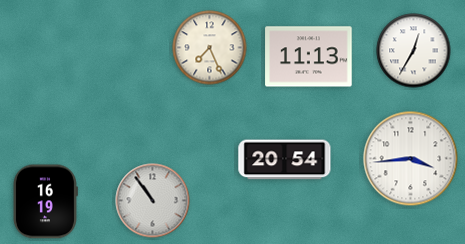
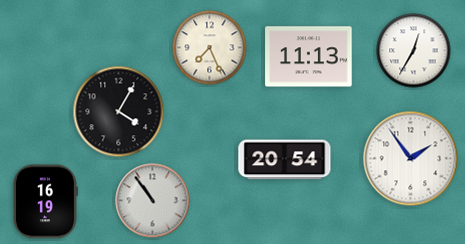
clock at (119, 112): none -> 4:05
clock at (411, 159): 3:44 -> 1:54
